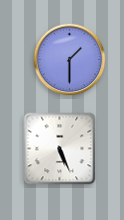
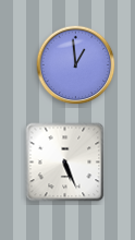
clock at (70, 60): 1:30 -> 12:59
